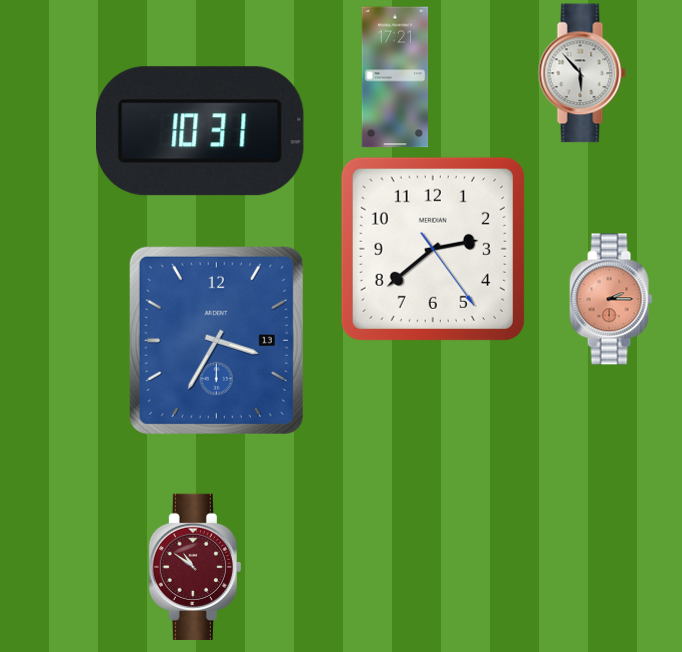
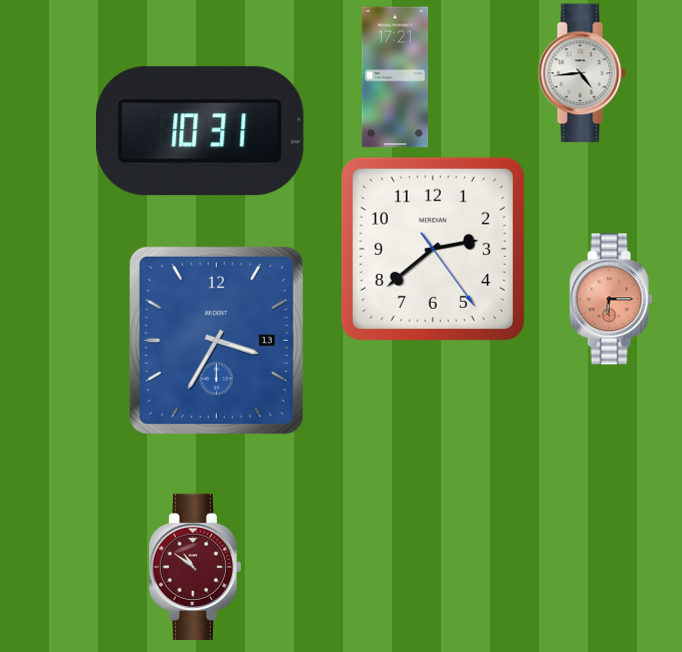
clock at (582, 73): 5:53 -> 4:44
clock at (611, 299): 2:15 -> 6:15
